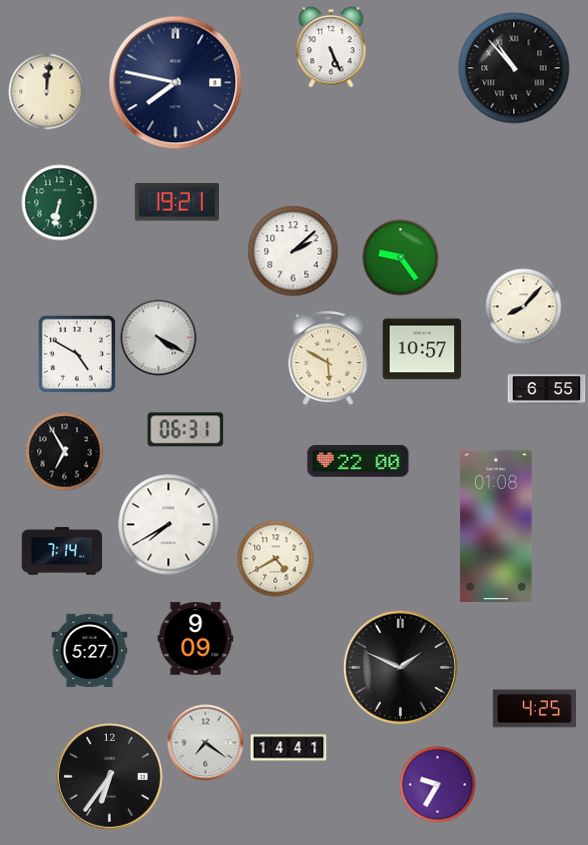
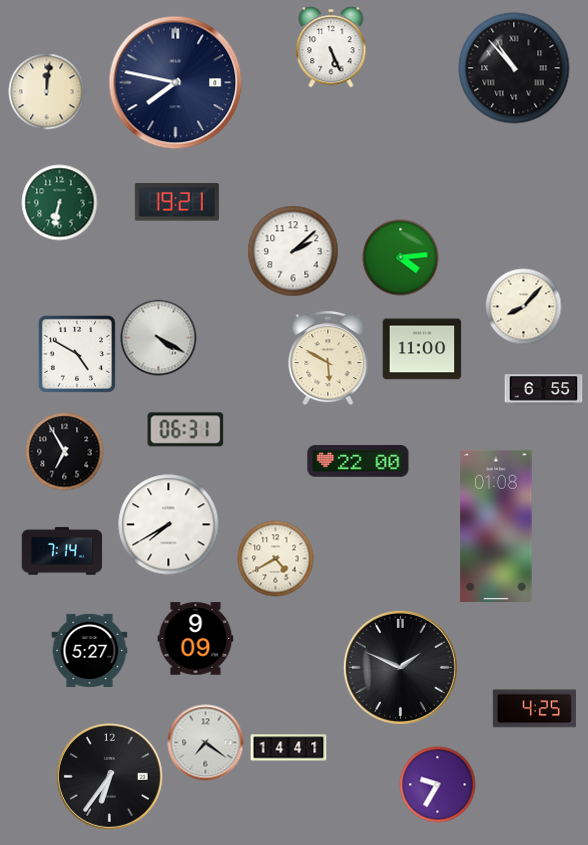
clock at (401, 258): 9:24 -> 4:14
clock at (422, 349): 10:57 -> 11:00
clock at (547, 390) position: (547, 390) -> (544, 390)
